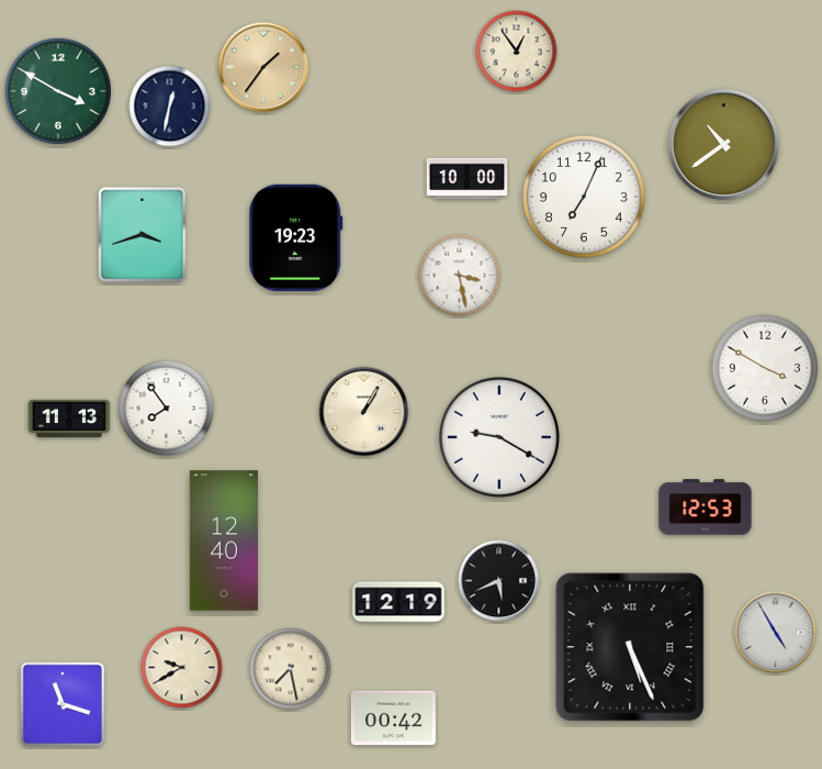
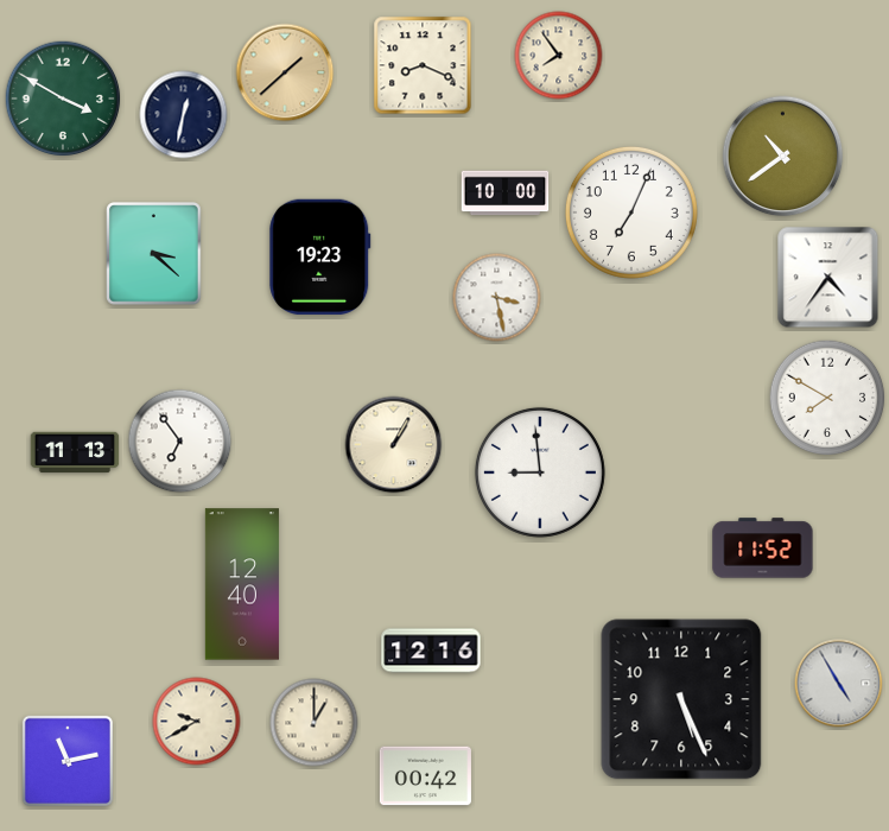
clock at (517, 52): 12:54 -> 7:54
clock at (423, 65): none -> 8:19
clock at (263, 67): 1:36 -> 1:38
clock at (143, 235): 3:42 -> 3:22
clock at (828, 278): none -> 4:36
clock at (765, 368): 3:50 -> 7:50
clock at (167, 409): 7:54 -> 6:54
clock at (499, 437): 9:20 -> 8:59
clock at (706, 508): 12:53 -> 11:52
clock at (499, 581): 5:41 -> none
clock at (398, 602): 12:19 -> 12:16
clock at (630, 647) numerals: Roman -> Arabic
clock at (291, 669): 7:28 -> 1:00
clock at (63, 704): 11:18 -> 11:13
